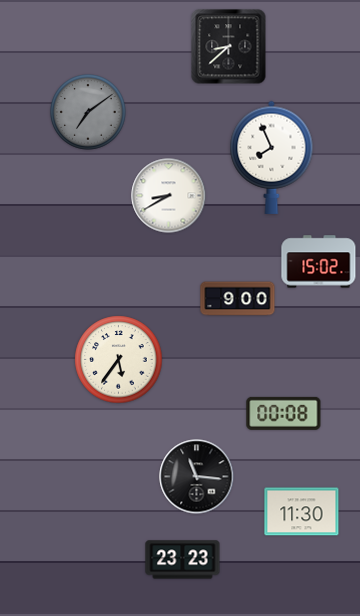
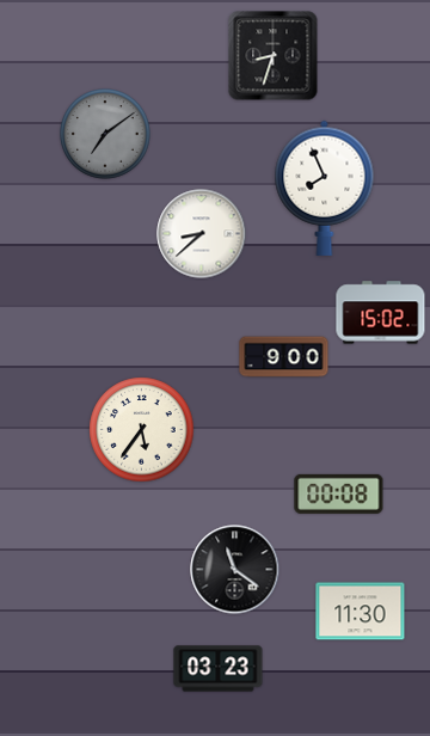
clock at (229, 47): 8:38 -> 8:33
clock at (169, 196): 8:40 -> 8:38
clock at (197, 477): 11:16 -> 11:21
clock at (183, 560): 23:23 -> 03:23
